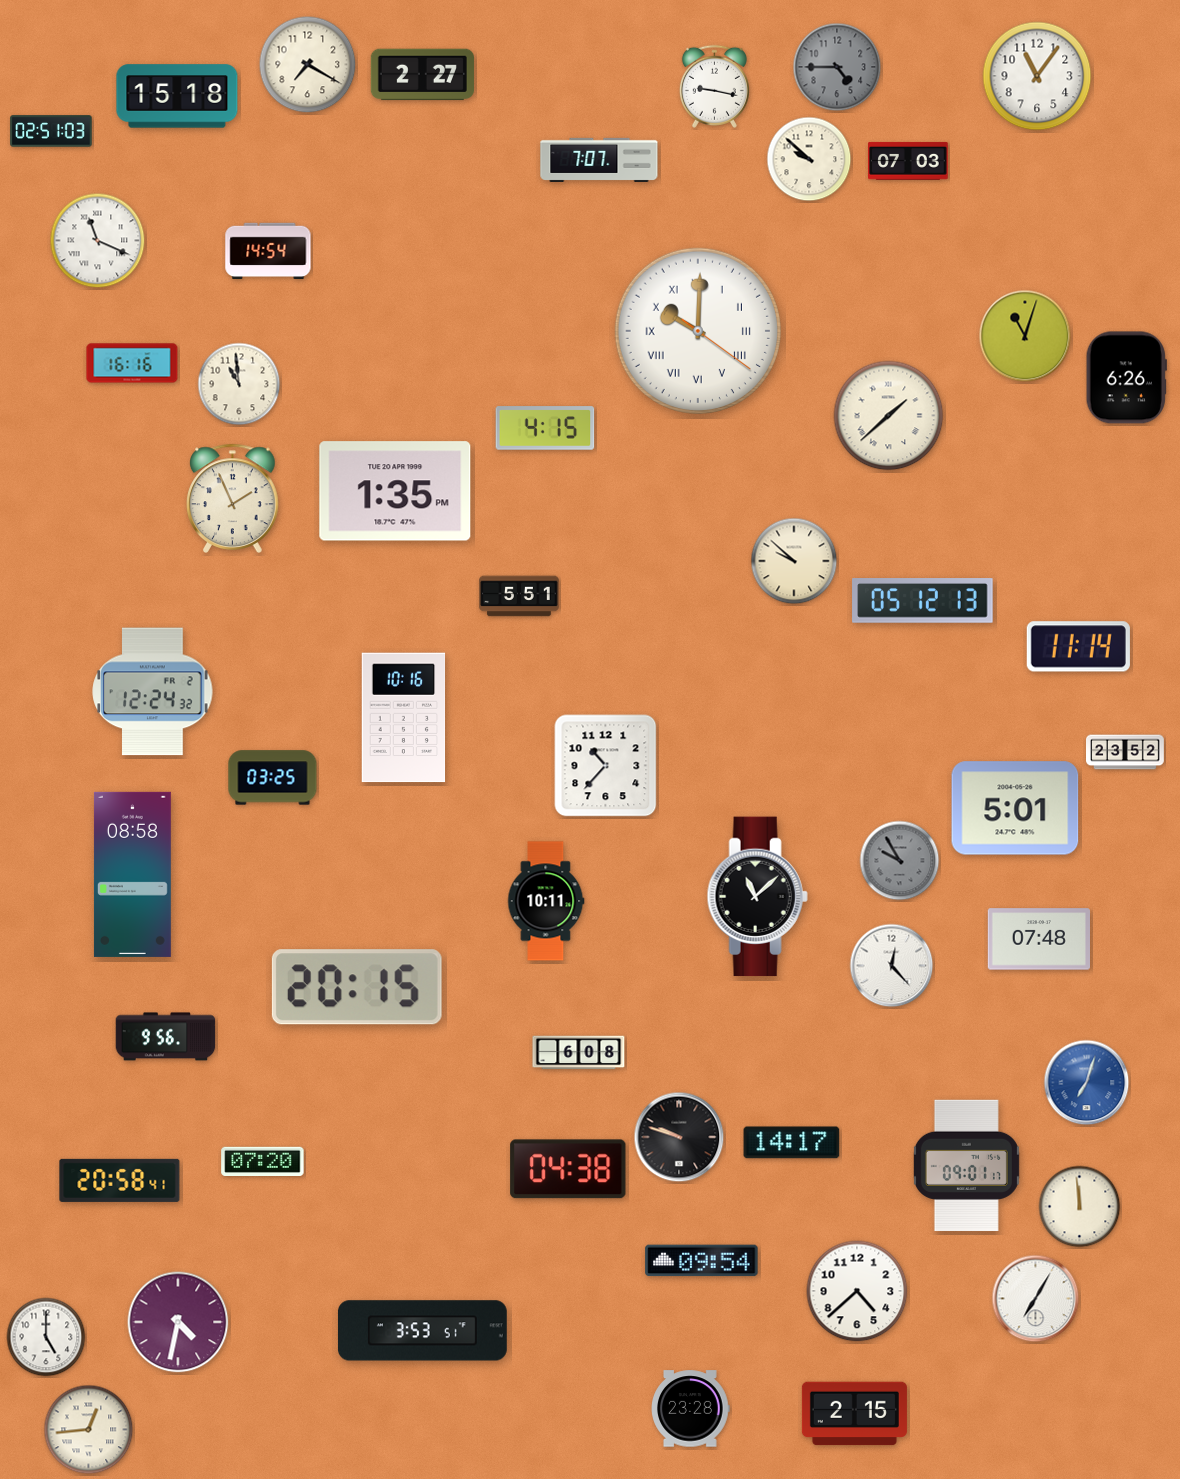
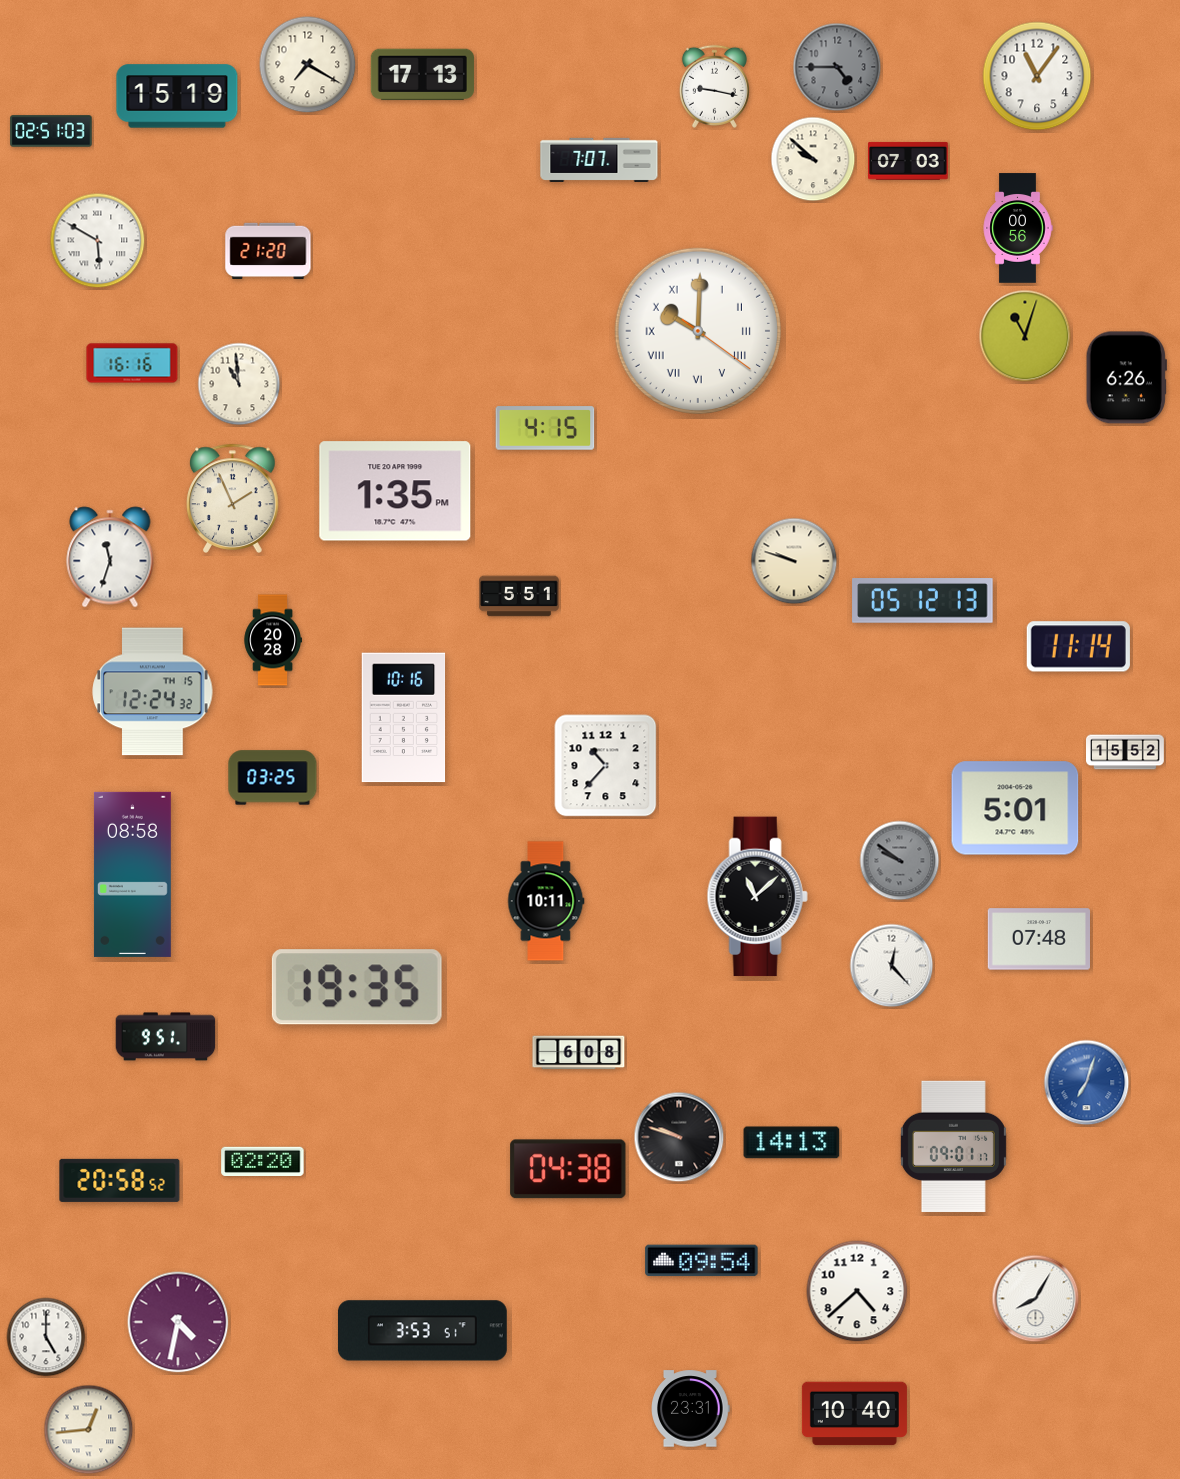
clock at (422, 75): 2:27 -> 17:13
clock at (177, 96): 15:18 -> 15:19
clock at (809, 159) position: (809, 159) -> (813, 159)
clock at (1018, 228): none -> 00:56
clock at (98, 241): 11:19 -> 5:50
clock at (268, 251): 14:54 -> 21:20
clock at (889, 416): 1:38 -> none
clock at (110, 557): none -> 11:33
clock at (794, 561): 9:52 -> 9:48
clock at (273, 640): none -> 20:28
clock at (153, 692) date: FR 2 -> TH 15
clock at (1125, 752): 23:52 -> 15:52
clock at (900, 861): 9:55 -> 9:51
clock at (357, 987): 20:15 -> 19:35
clock at (166, 1037): 9:56 -> 9:51
clock at (792, 1143): 14:17 -> 14:13
clock at (263, 1162): 07:20 -> 02:20
clock at (966, 1166) position: (966, 1166) -> (953, 1147)
clock at (120, 1180): 20:58:41 -> 20:58:52
clock at (1080, 1207): 11:59 -> none
clock at (1036, 1299): 7:05 -> 8:05
clock at (690, 1409): 23:28 -> 23:31
clock at (854, 1414): 2:15 -> 10:40
